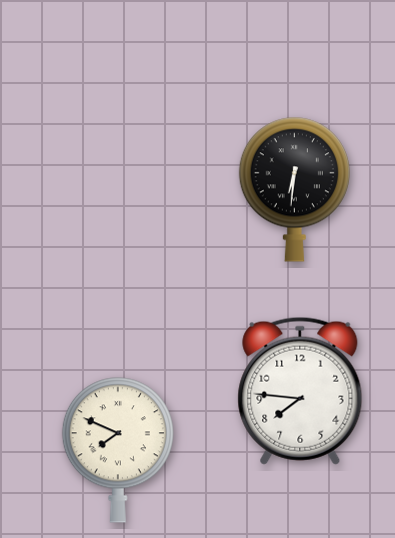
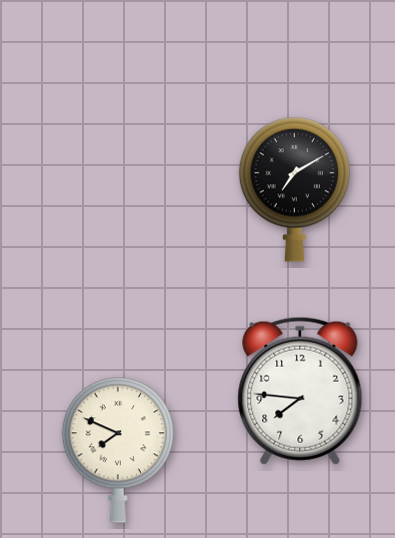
clock at (294, 189): 6:31 -> 7:10
